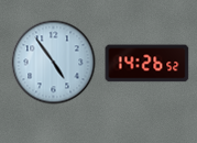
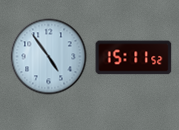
clock at (147, 64): 14:26 -> 15:11
